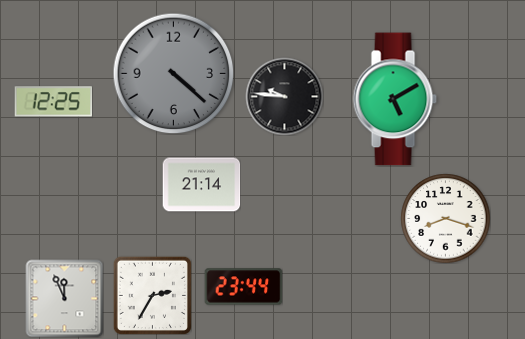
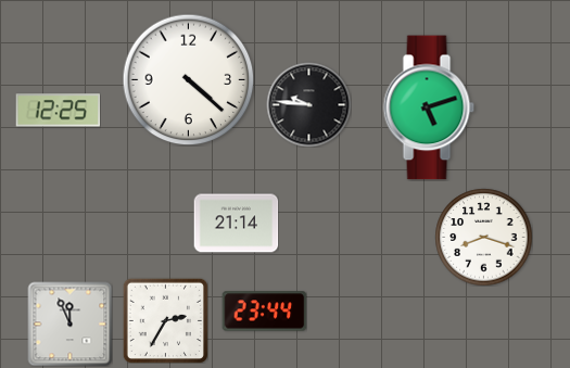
clock at (173, 73) dial: grey -> white
clock at (395, 99): 5:10 -> 5:12
clock at (201, 185) position: (201, 185) -> (236, 224)
